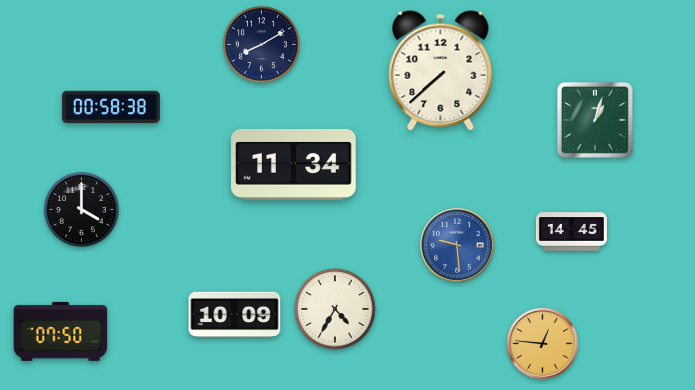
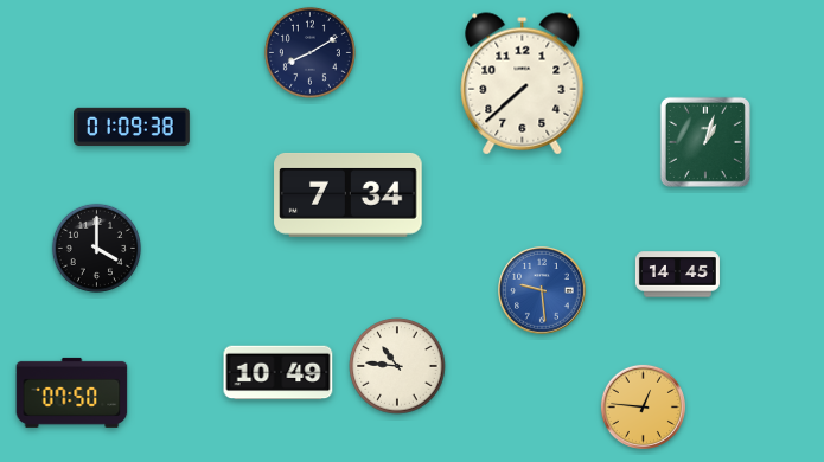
clock at (112, 107): 00:58 -> 01:09
clock at (294, 164): 11:34 -> 7:34
clock at (335, 309): 4:35 -> 10:46
clock at (235, 315): 10:09 -> 10:49
